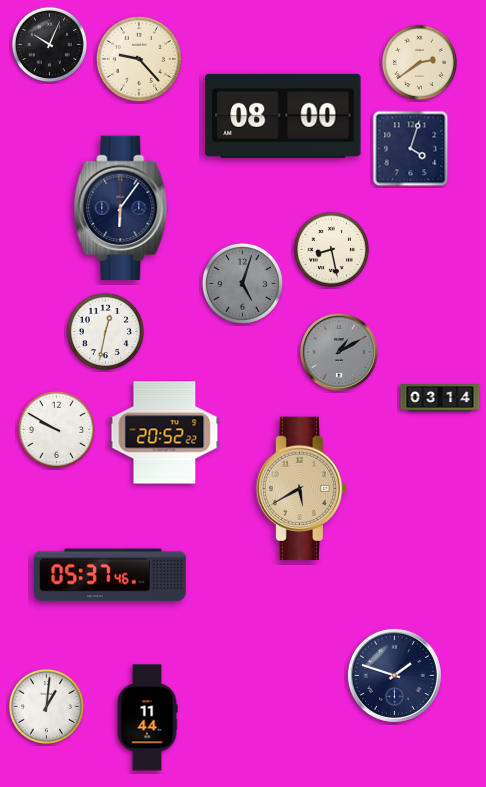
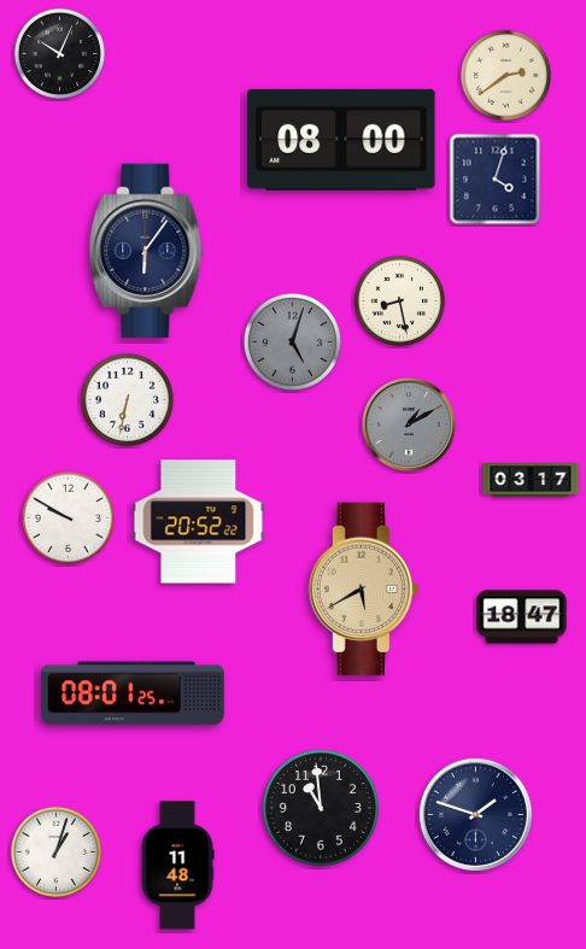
clock at (139, 59): 9:23 -> none
clock at (105, 331): 12:32 -> 6:32
clock at (440, 398): 03:14 -> 03:17
clock at (522, 617): none -> 18:47
clock at (111, 575): 05:37 -> 08:01
clock at (321, 808): none -> 10:59
clock at (46, 706): 1:01 -> 1:03
clock at (147, 718): 11:44 -> 11:48
